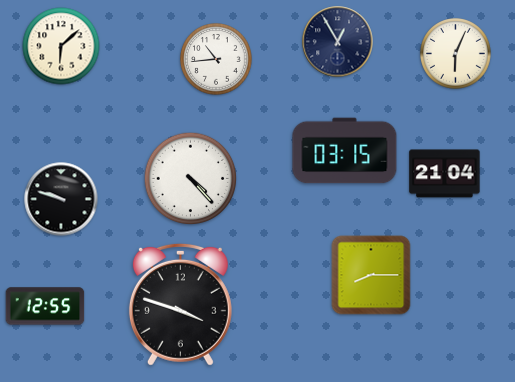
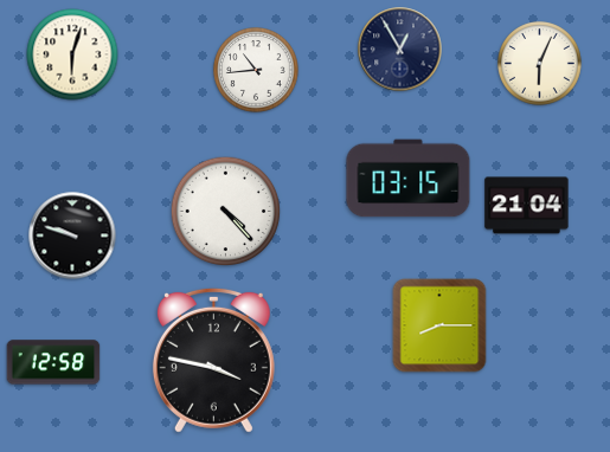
clock at (61, 46): 6:08 -> 6:03
clock at (180, 304): 3:48 -> 3:47
clock at (45, 306): 12:55 -> 12:58
